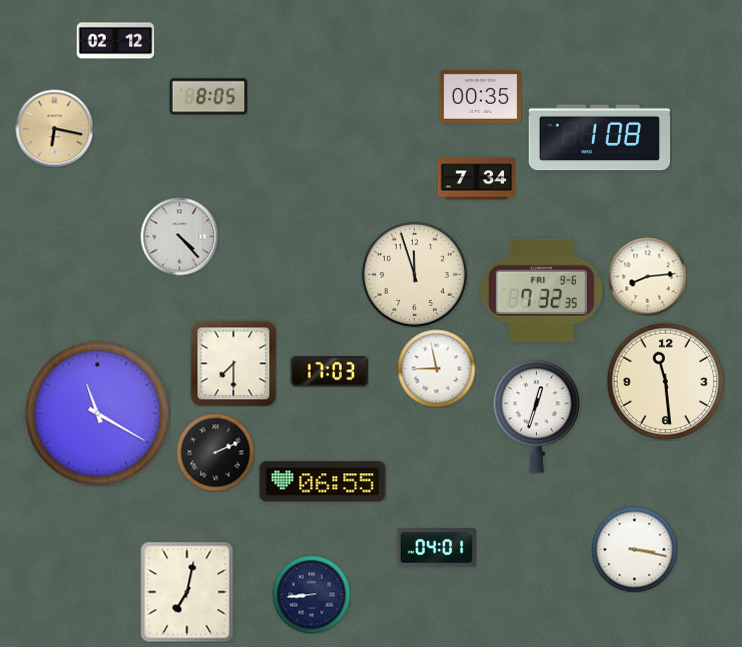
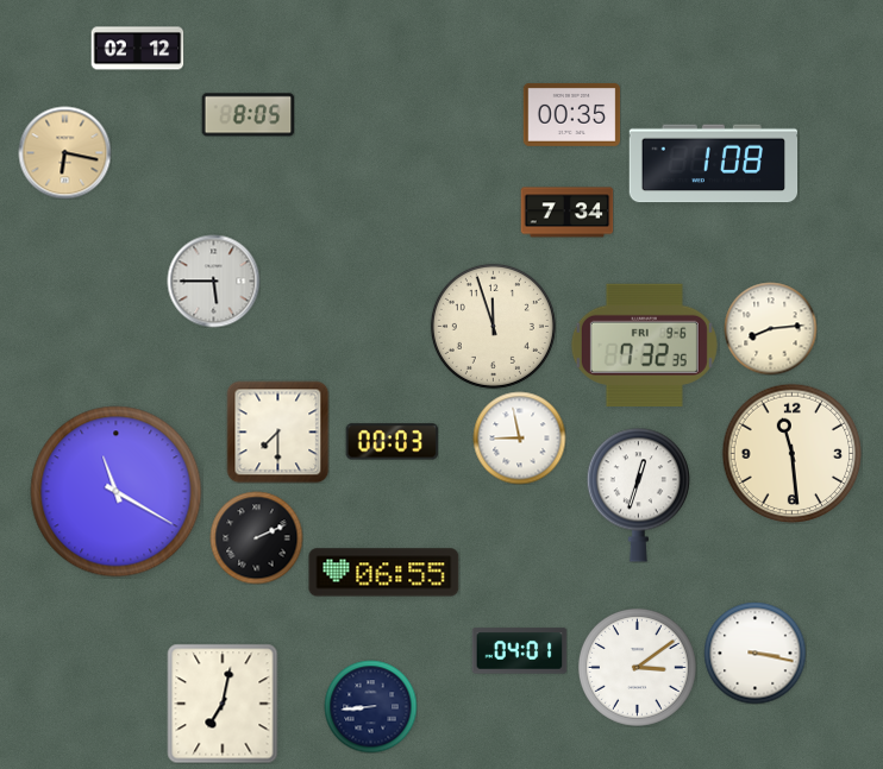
clock at (179, 236): 4:23 -> 5:45
clock at (329, 372): 17:03 -> 00:03
clock at (637, 667): none -> 3:09
